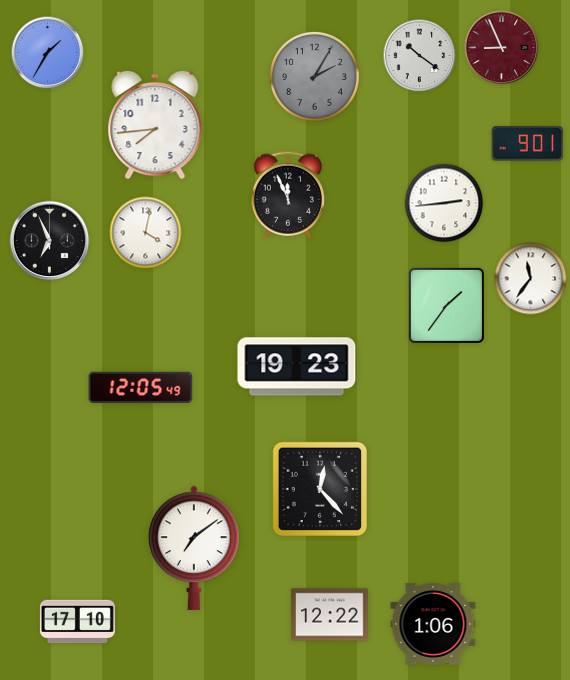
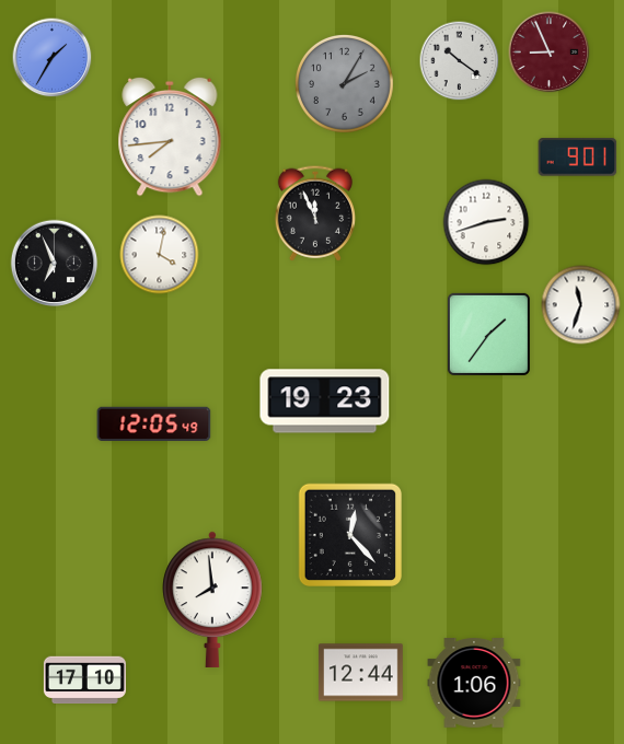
clock at (444, 203): 2:44 -> 2:42
clock at (531, 279): 11:36 -> 11:33
clock at (194, 548): 7:09 -> 7:59
clock at (330, 615): 12:22 -> 12:44
